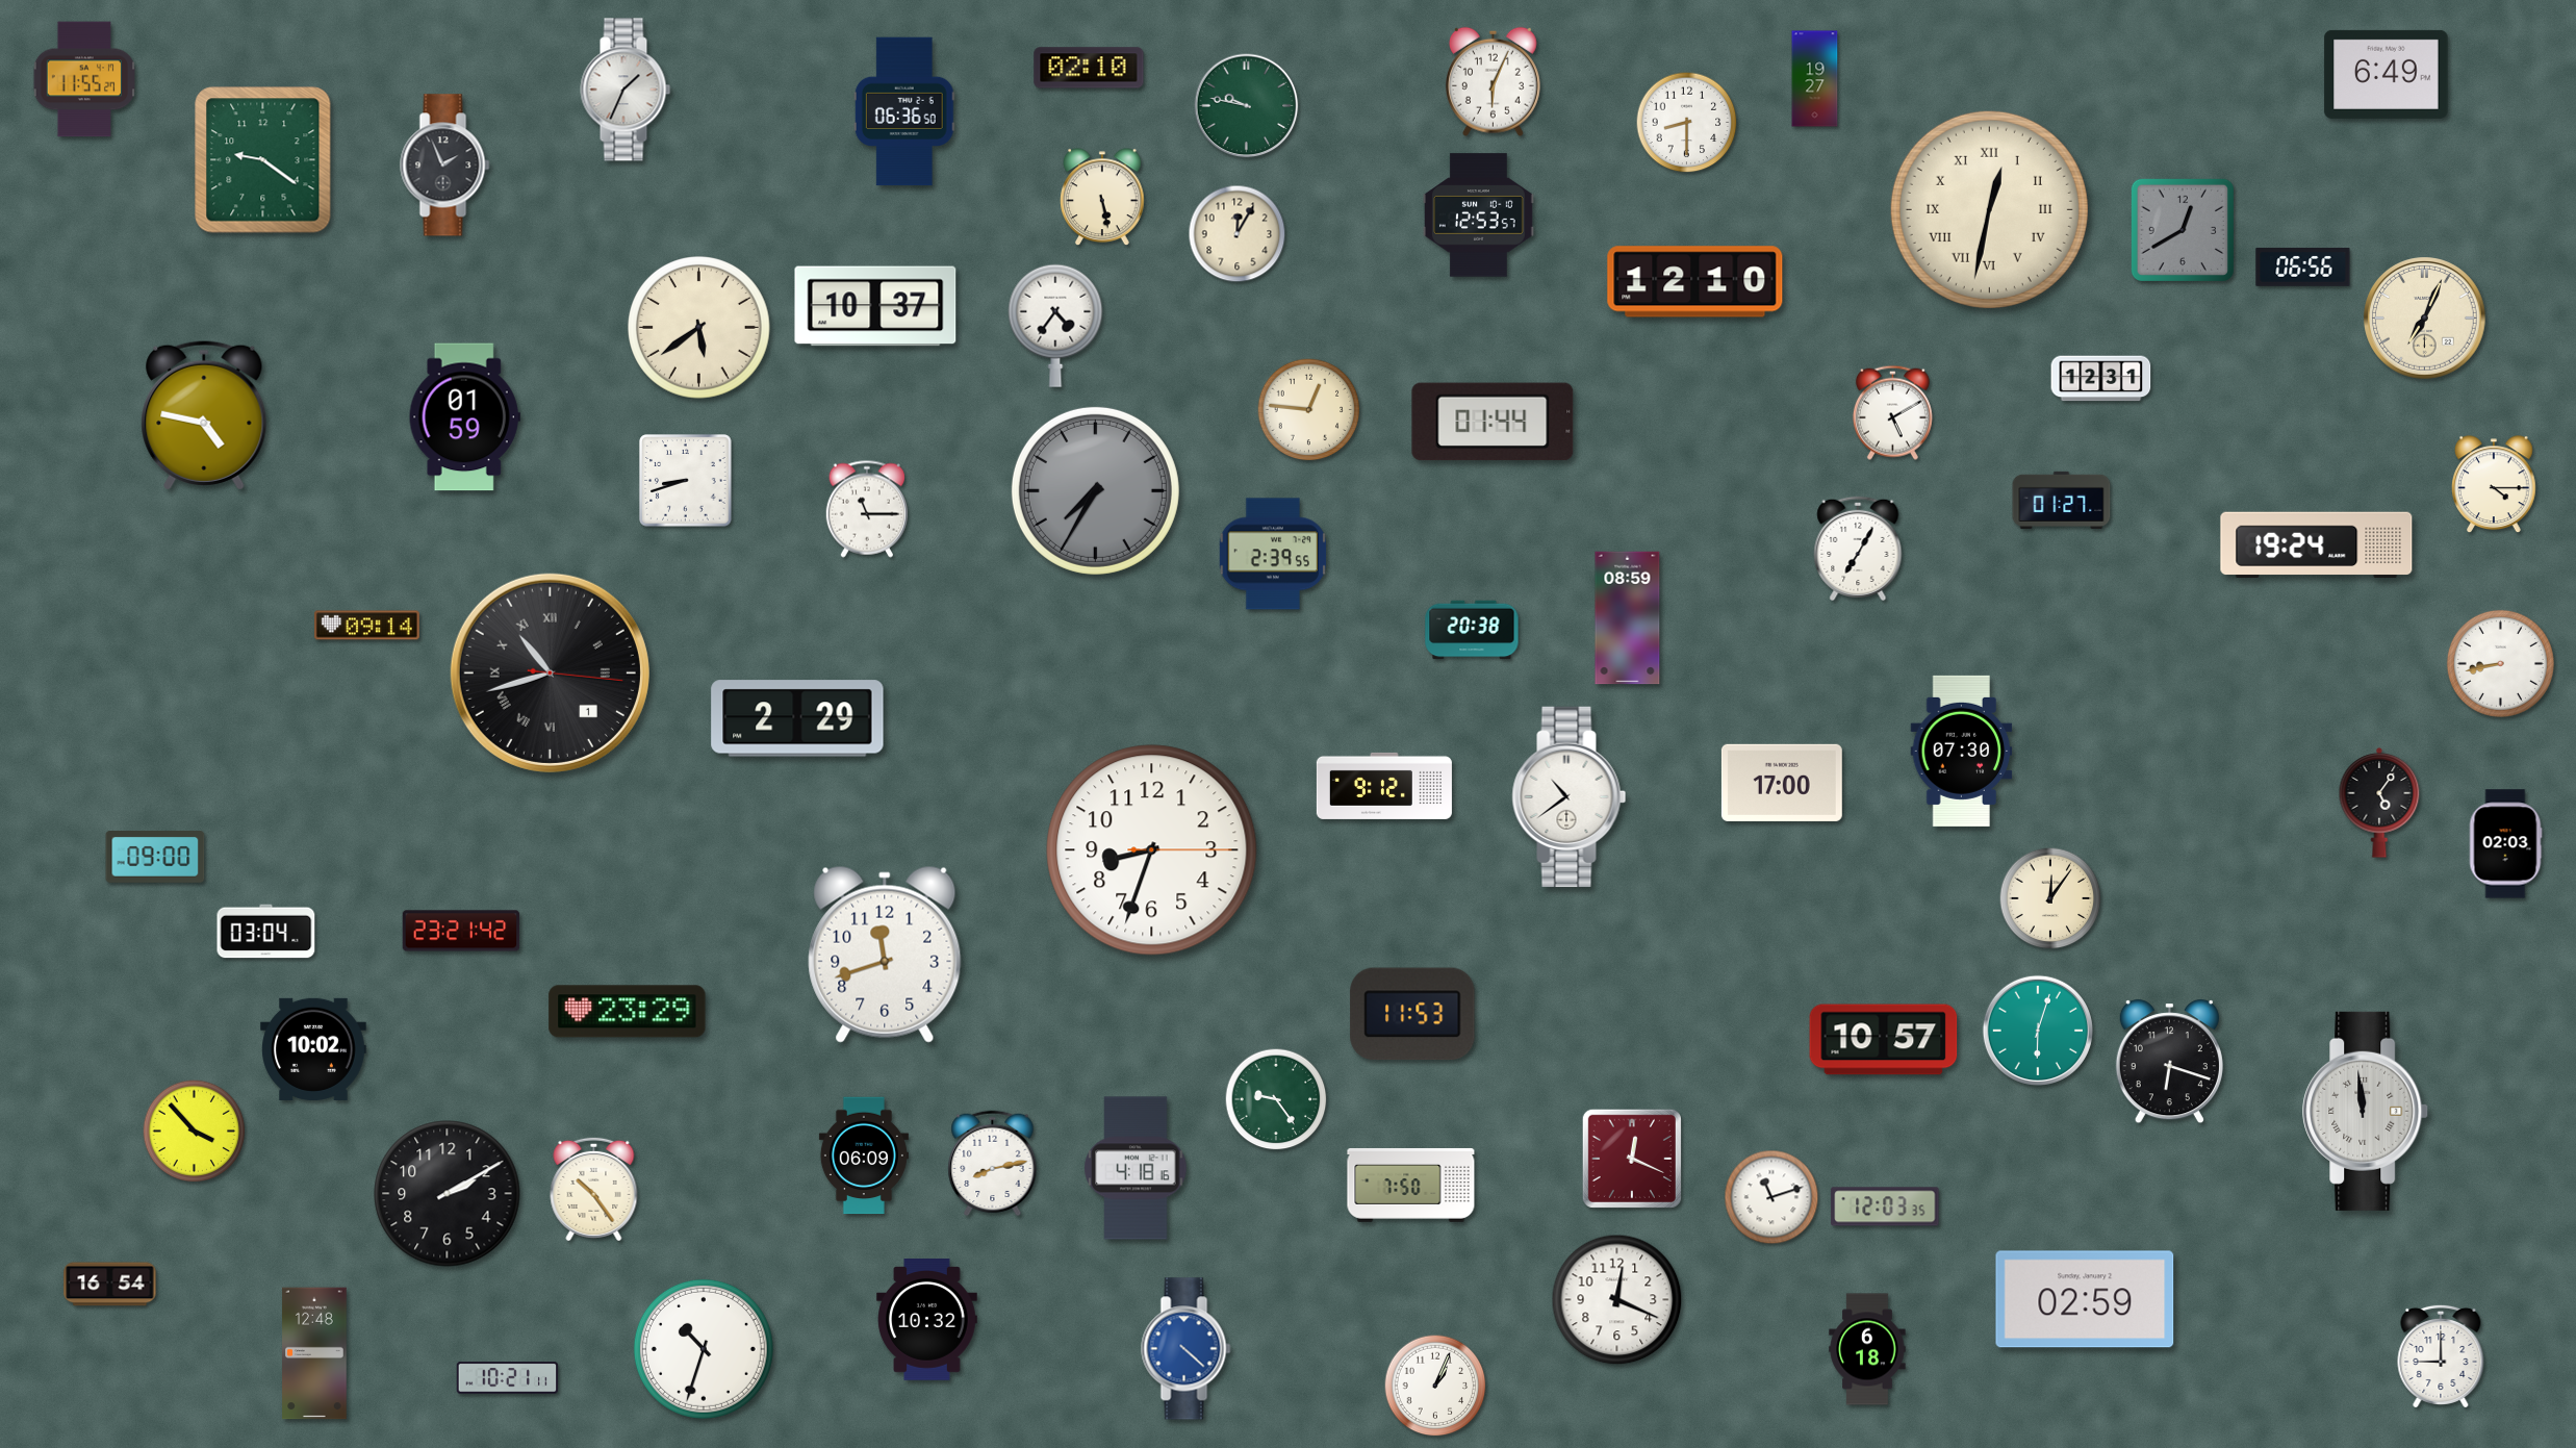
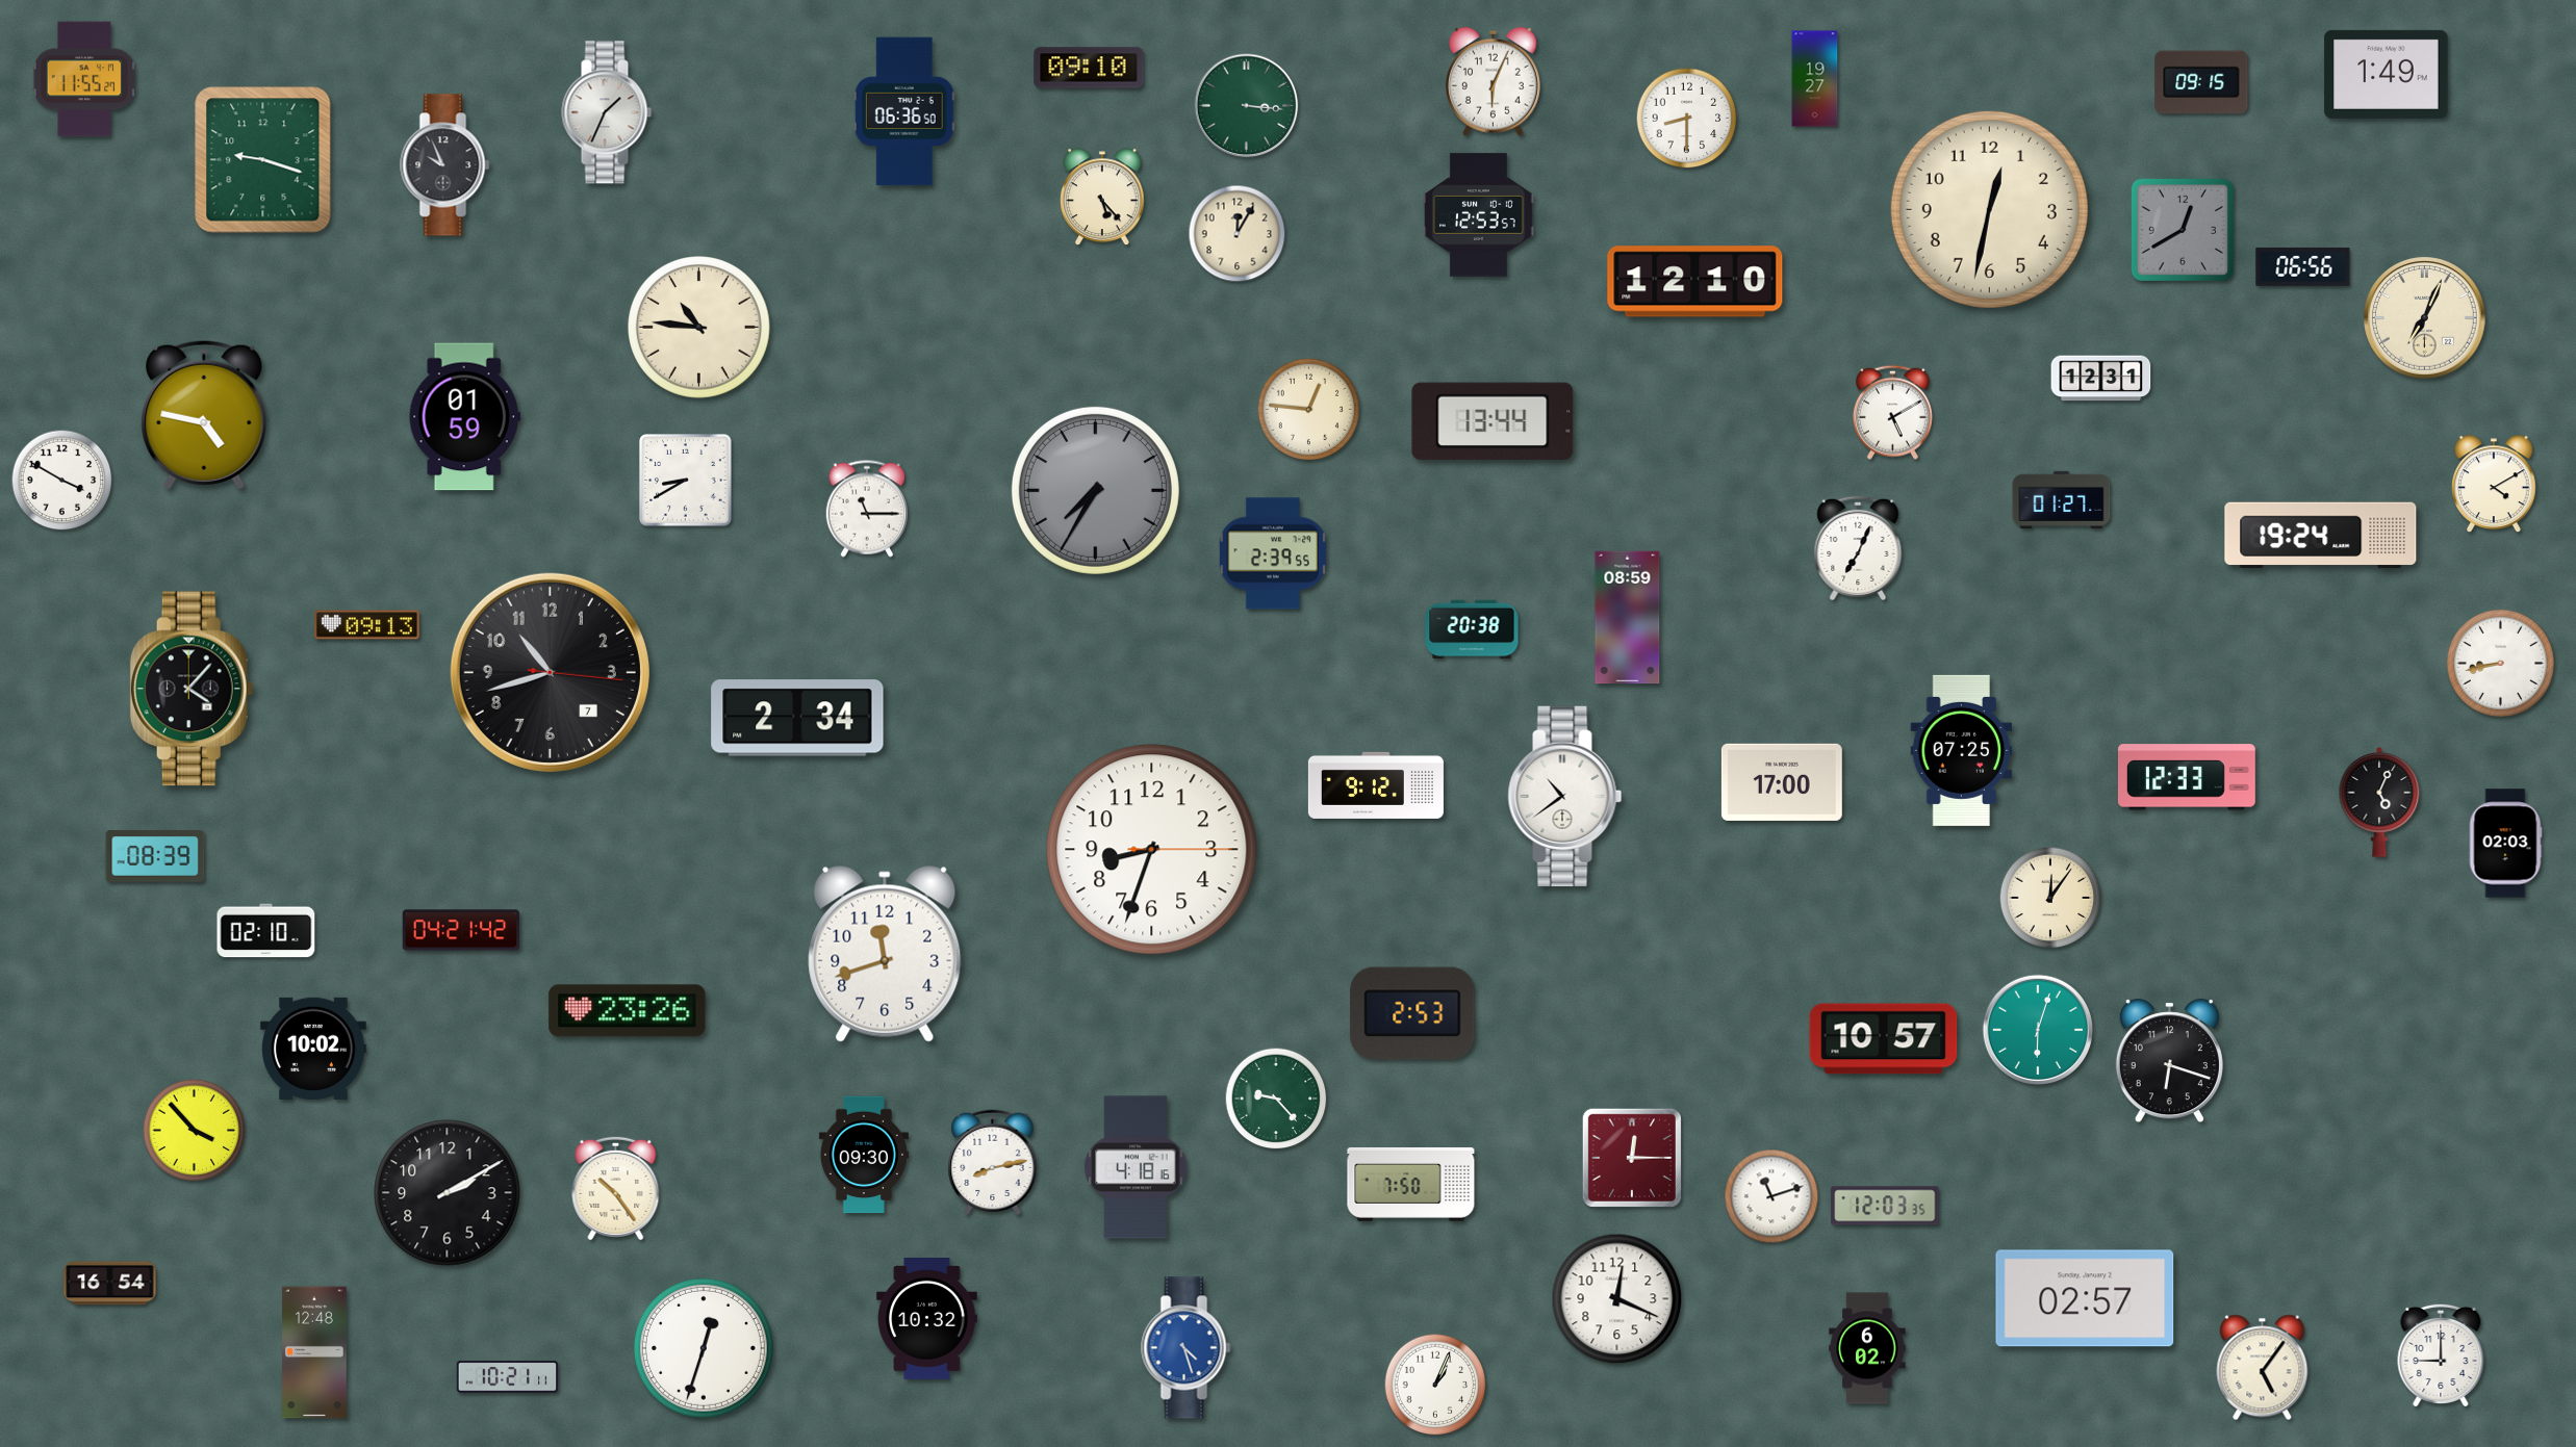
clock at (1089, 68): 02:10 -> 09:10
clock at (2387, 74): 6:49 -> 1:49
clock at (2201, 82): none -> 09:15
clock at (626, 90) position: (626, 90) -> (607, 112)
clock at (1247, 106): 9:47 -> 3:16
clock at (1687, 123) position: (1687, 123) -> (1687, 119)
clock at (263, 160): 9:21 -> 9:18
clock at (445, 166): 1:56 -> 9:56
clock at (1103, 198): 5:28 -> 5:23
clock at (1989, 209) numerals: Roman -> Arabic
clock at (875, 306): 10:37 -> none
clock at (1055, 326): 4:36 -> none
clock at (699, 328): 5:39 -> 10:46
clock at (1493, 422): 01:44 -> 13:44
clock at (62, 481): none -> 3:50
clock at (686, 481): 8:42 -> 8:40
clock at (2495, 485): 4:15 -> 4:10
clock at (2317, 545) position: (2317, 545) -> (2321, 536)
clock at (1858, 549): 7:05 -> 7:04
clock at (366, 626): 09:14 -> 09:13
clock at (550, 672) date: 1 -> 7
clock at (550, 672) numerals: Roman -> Arabic
clock at (192, 689): none -> 4:07
clock at (797, 718): 2:29 -> 2:34
clock at (1962, 751): 07:30 -> 07:25
clock at (2187, 777): none -> 12:33
clock at (1384, 786) position: (1384, 786) -> (1376, 785)
clock at (1570, 797) position: (1570, 797) -> (1565, 797)
clock at (2379, 804): 5:06 -> 5:04
clock at (155, 858): 09:00 -> 08:39
clock at (461, 931): 23:21 -> 04:21
clock at (266, 932): 03:04 -> 02:10
clock at (628, 1012): 23:29 -> 23:26
clock at (1412, 1014): 11:53 -> 2:53
clock at (1276, 1099): 9:24 -> 9:23
clock at (2366, 1111): 11:59 -> none
clock at (864, 1155): 06:09 -> 09:30
clock at (1632, 1159): 12:19 -> 12:15
clock at (594, 1188) position: (594, 1188) -> (616, 1187)
clock at (2085, 1299): 02:59 -> 02:57
clock at (704, 1349): 10:33 -> 12:33
clock at (1187, 1349): 4:22 -> 4:27
clock at (1867, 1349): 6:18 -> 6:02
clock at (2263, 1368): none -> 5:06
